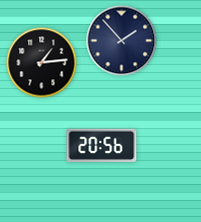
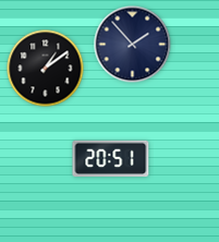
clock at (42, 63): 1:14 -> 1:09
clock at (102, 145): 20:56 -> 20:51
